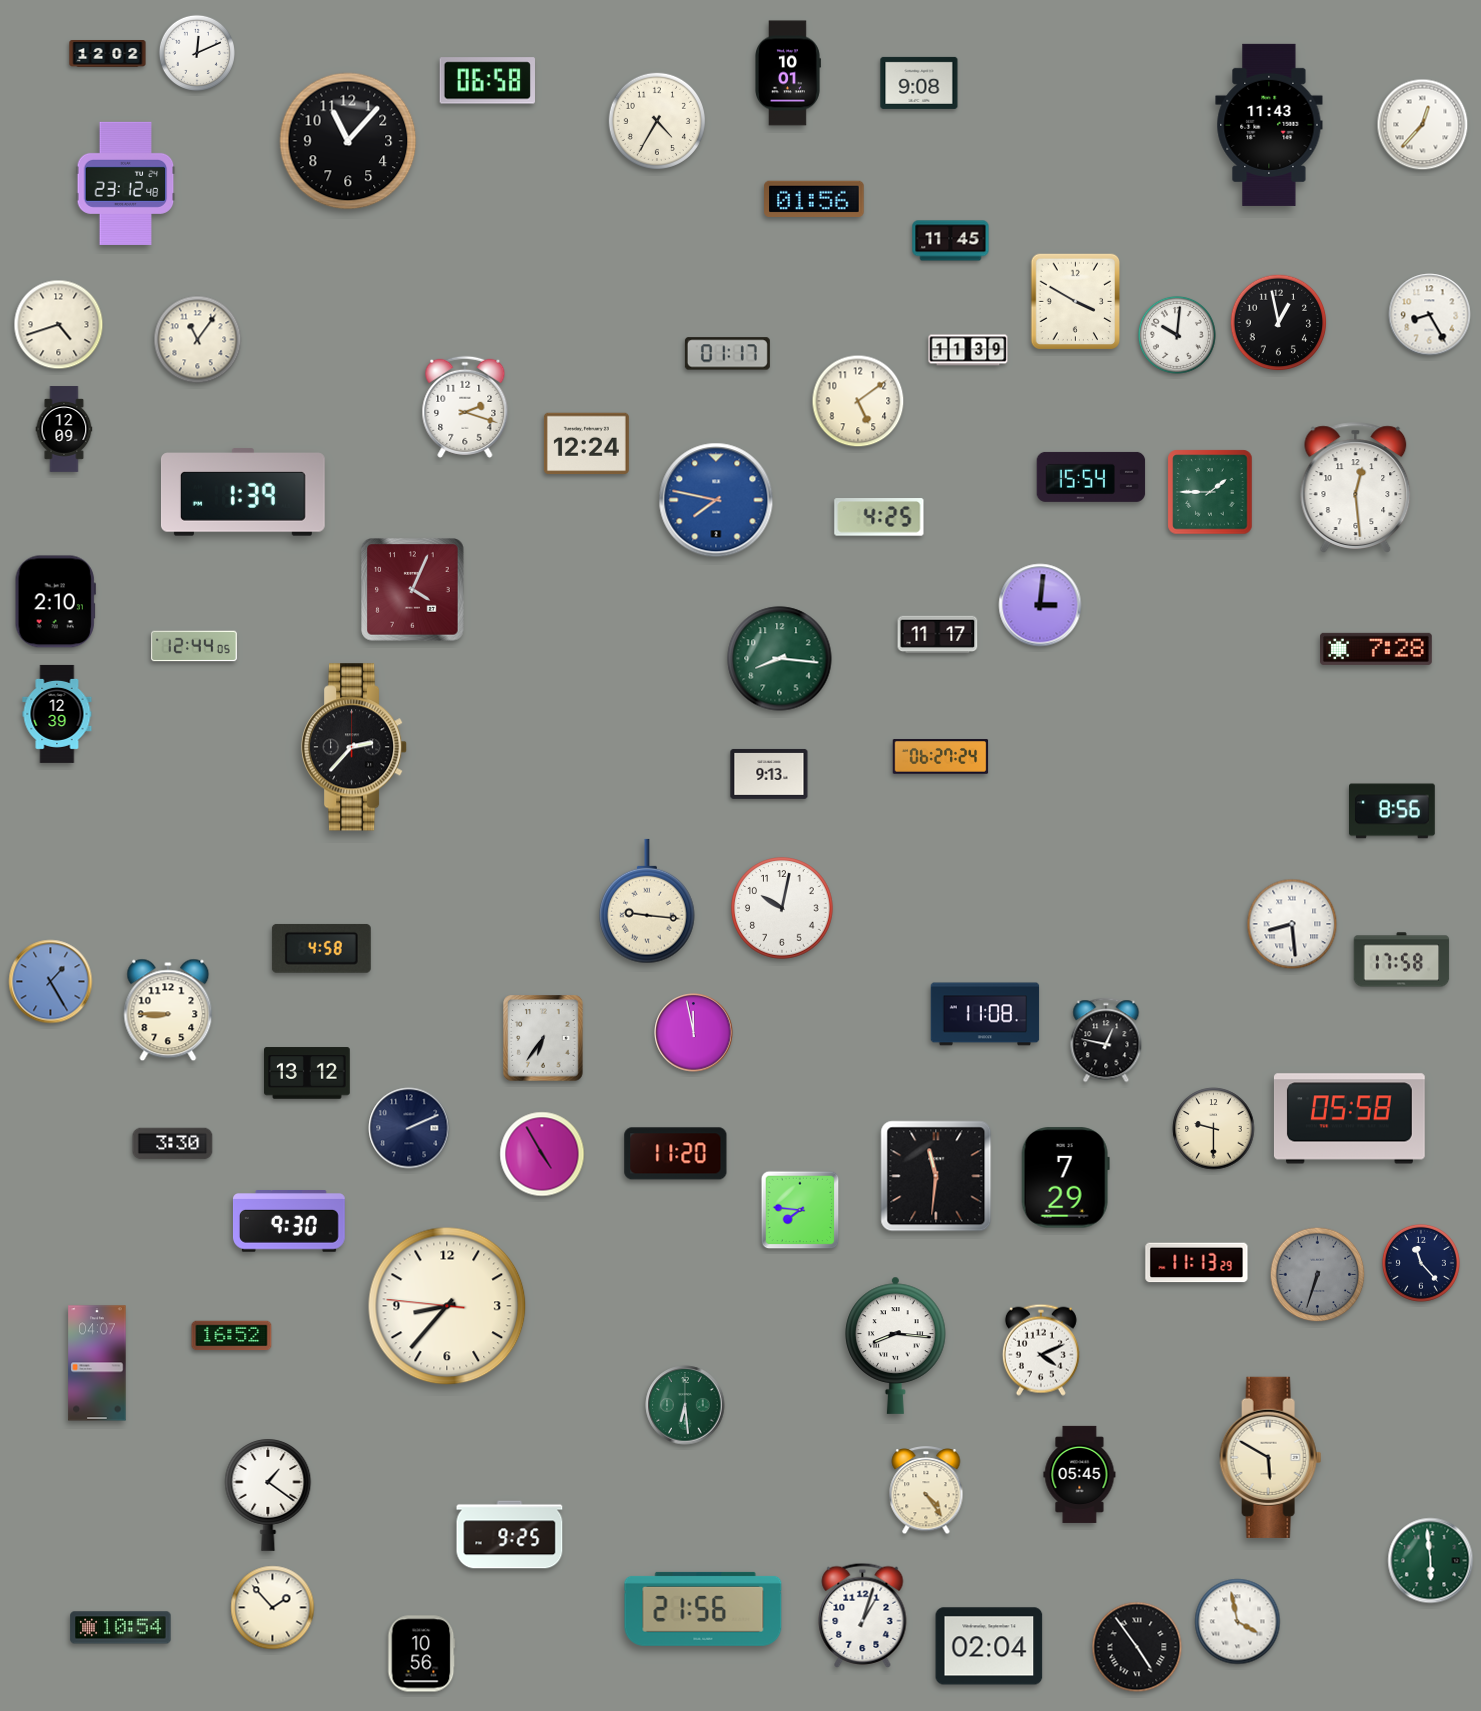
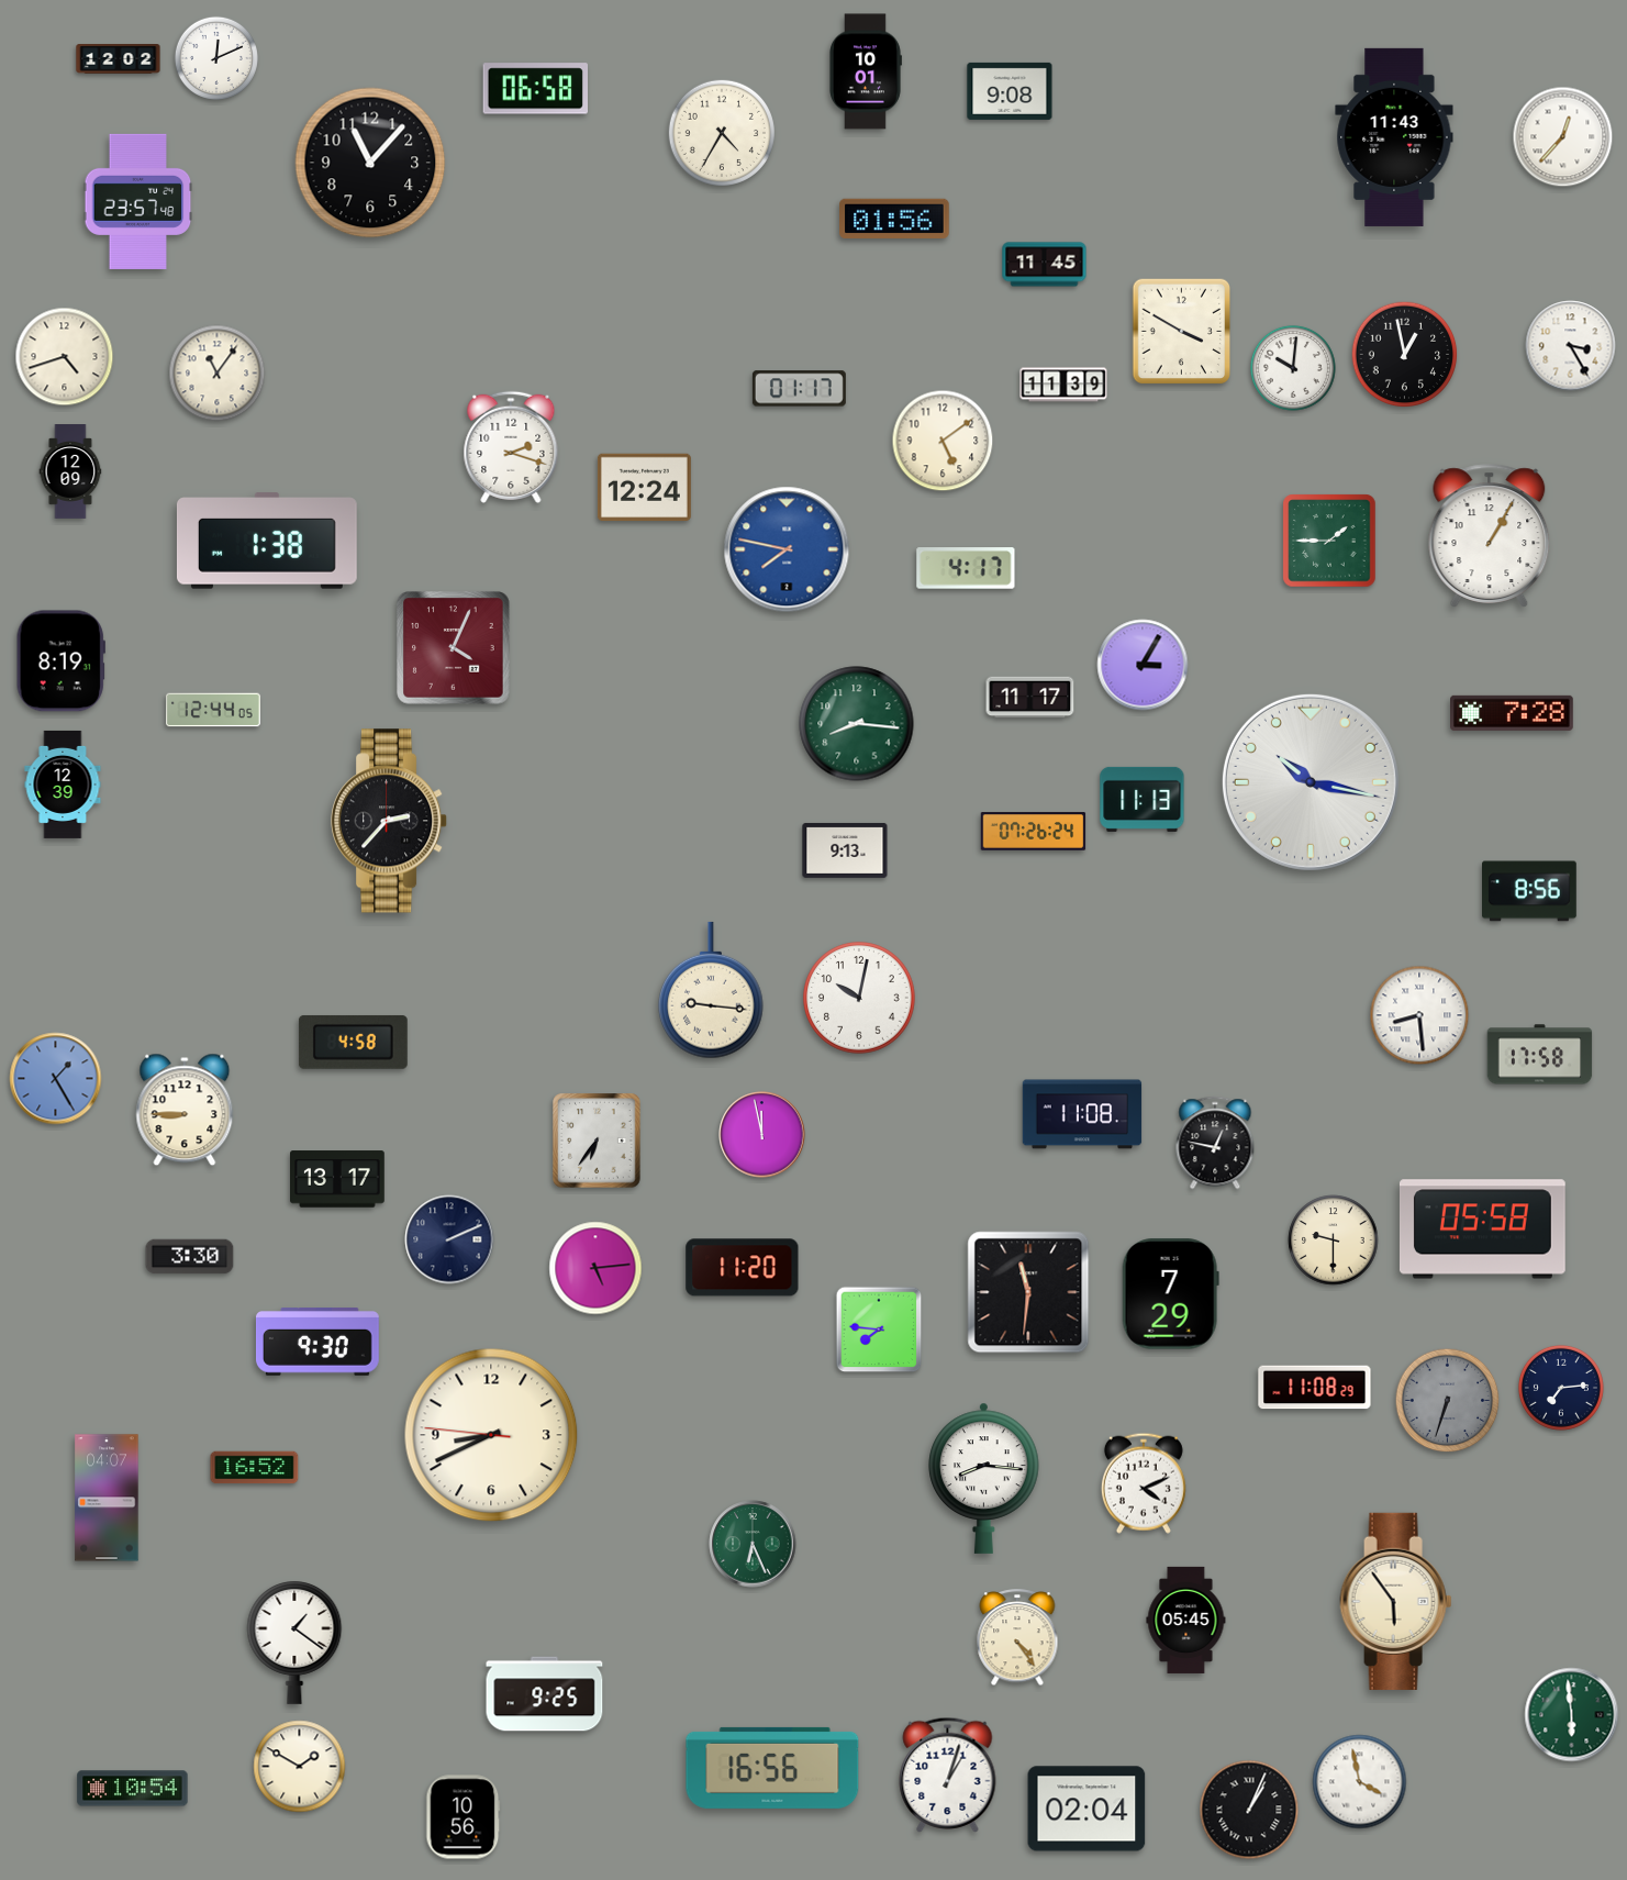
clock at (788, 73) position: (788, 73) -> (866, 71)
clock at (348, 141) position: (348, 141) -> (370, 163)
clock at (126, 183): 23:12 -> 23:57
clock at (1430, 315): 8:25 -> 3:25
clock at (1091, 477): 15:54 -> none
clock at (1356, 488): 12:29 -> 1:05
clock at (243, 492): 1:39 -> 1:38
clock at (879, 517): 4:25 -> 4:17
clock at (55, 602): 2:10 -> 8:19
clock at (1040, 605): 3:01 -> 3:05
clock at (1311, 782): none -> 10:17
clock at (1143, 799): none -> 11:13
clock at (941, 757): 06:27 -> 07:26
clock at (308, 1073): 13:12 -> 13:17
clock at (542, 1154): 4:55 -> 5:14
clock at (1197, 1263): 11:13 -> 11:08
clock at (1421, 1263): 11:23 -> 7:14
clock at (447, 1306): 8:36 -> 8:40
clock at (685, 1405): 6:29 -> 6:26
clock at (1271, 1457): 5:50 -> 5:54
clock at (510, 1535) position: (510, 1535) -> (545, 1694)
clock at (273, 1608): 1:53 -> 1:50
clock at (703, 1609): 21:56 -> 16:56
clock at (1137, 1647): 4:54 -> 1:04
